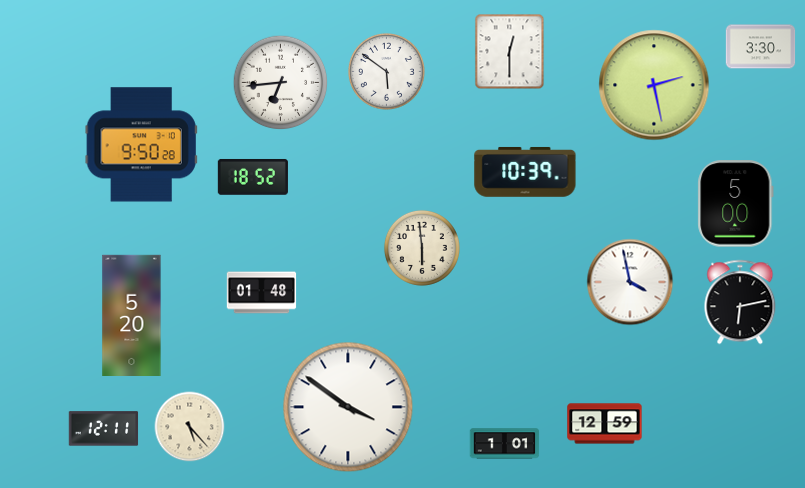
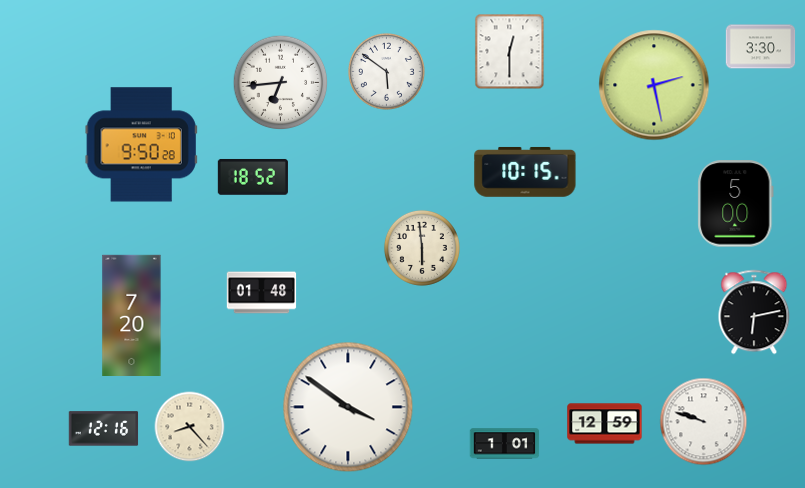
clock at (525, 172): 10:39 -> 10:15
clock at (630, 282): 3:58 -> none
clock at (740, 302) position: (740, 302) -> (754, 312)
clock at (132, 315): 5:20 -> 7:20
clock at (704, 422): none -> 9:48
clock at (190, 427): 5:23 -> 8:23
clock at (104, 429): 12:11 -> 12:16
